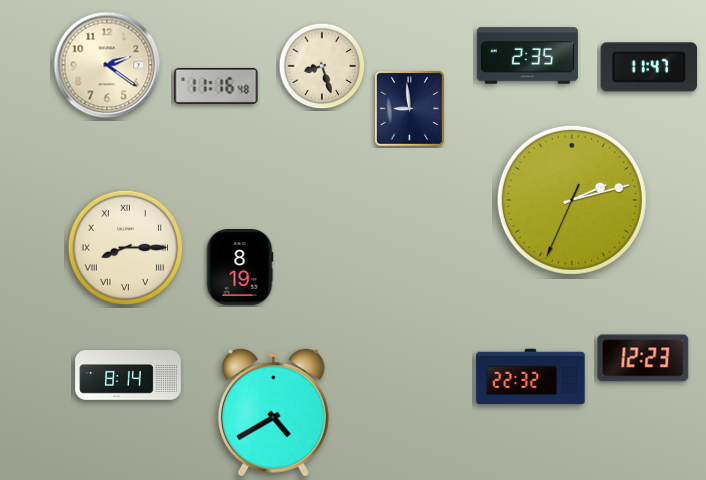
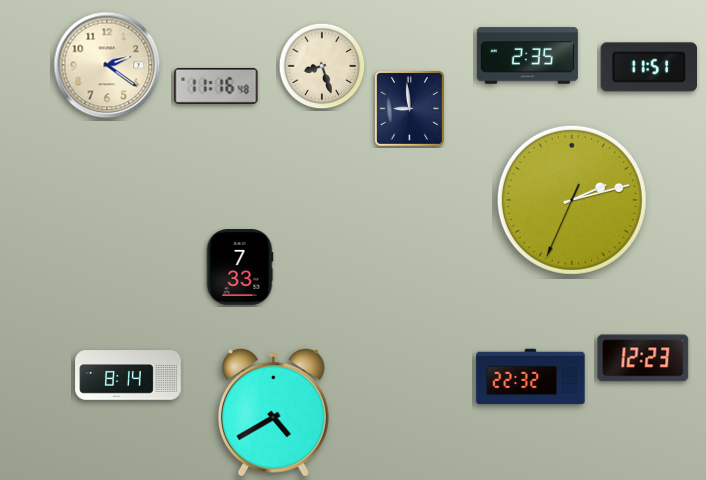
clock at (649, 67): 11:47 -> 11:51
clock at (125, 247): 8:15 -> none
clock at (240, 267): 8:19 -> 7:33
